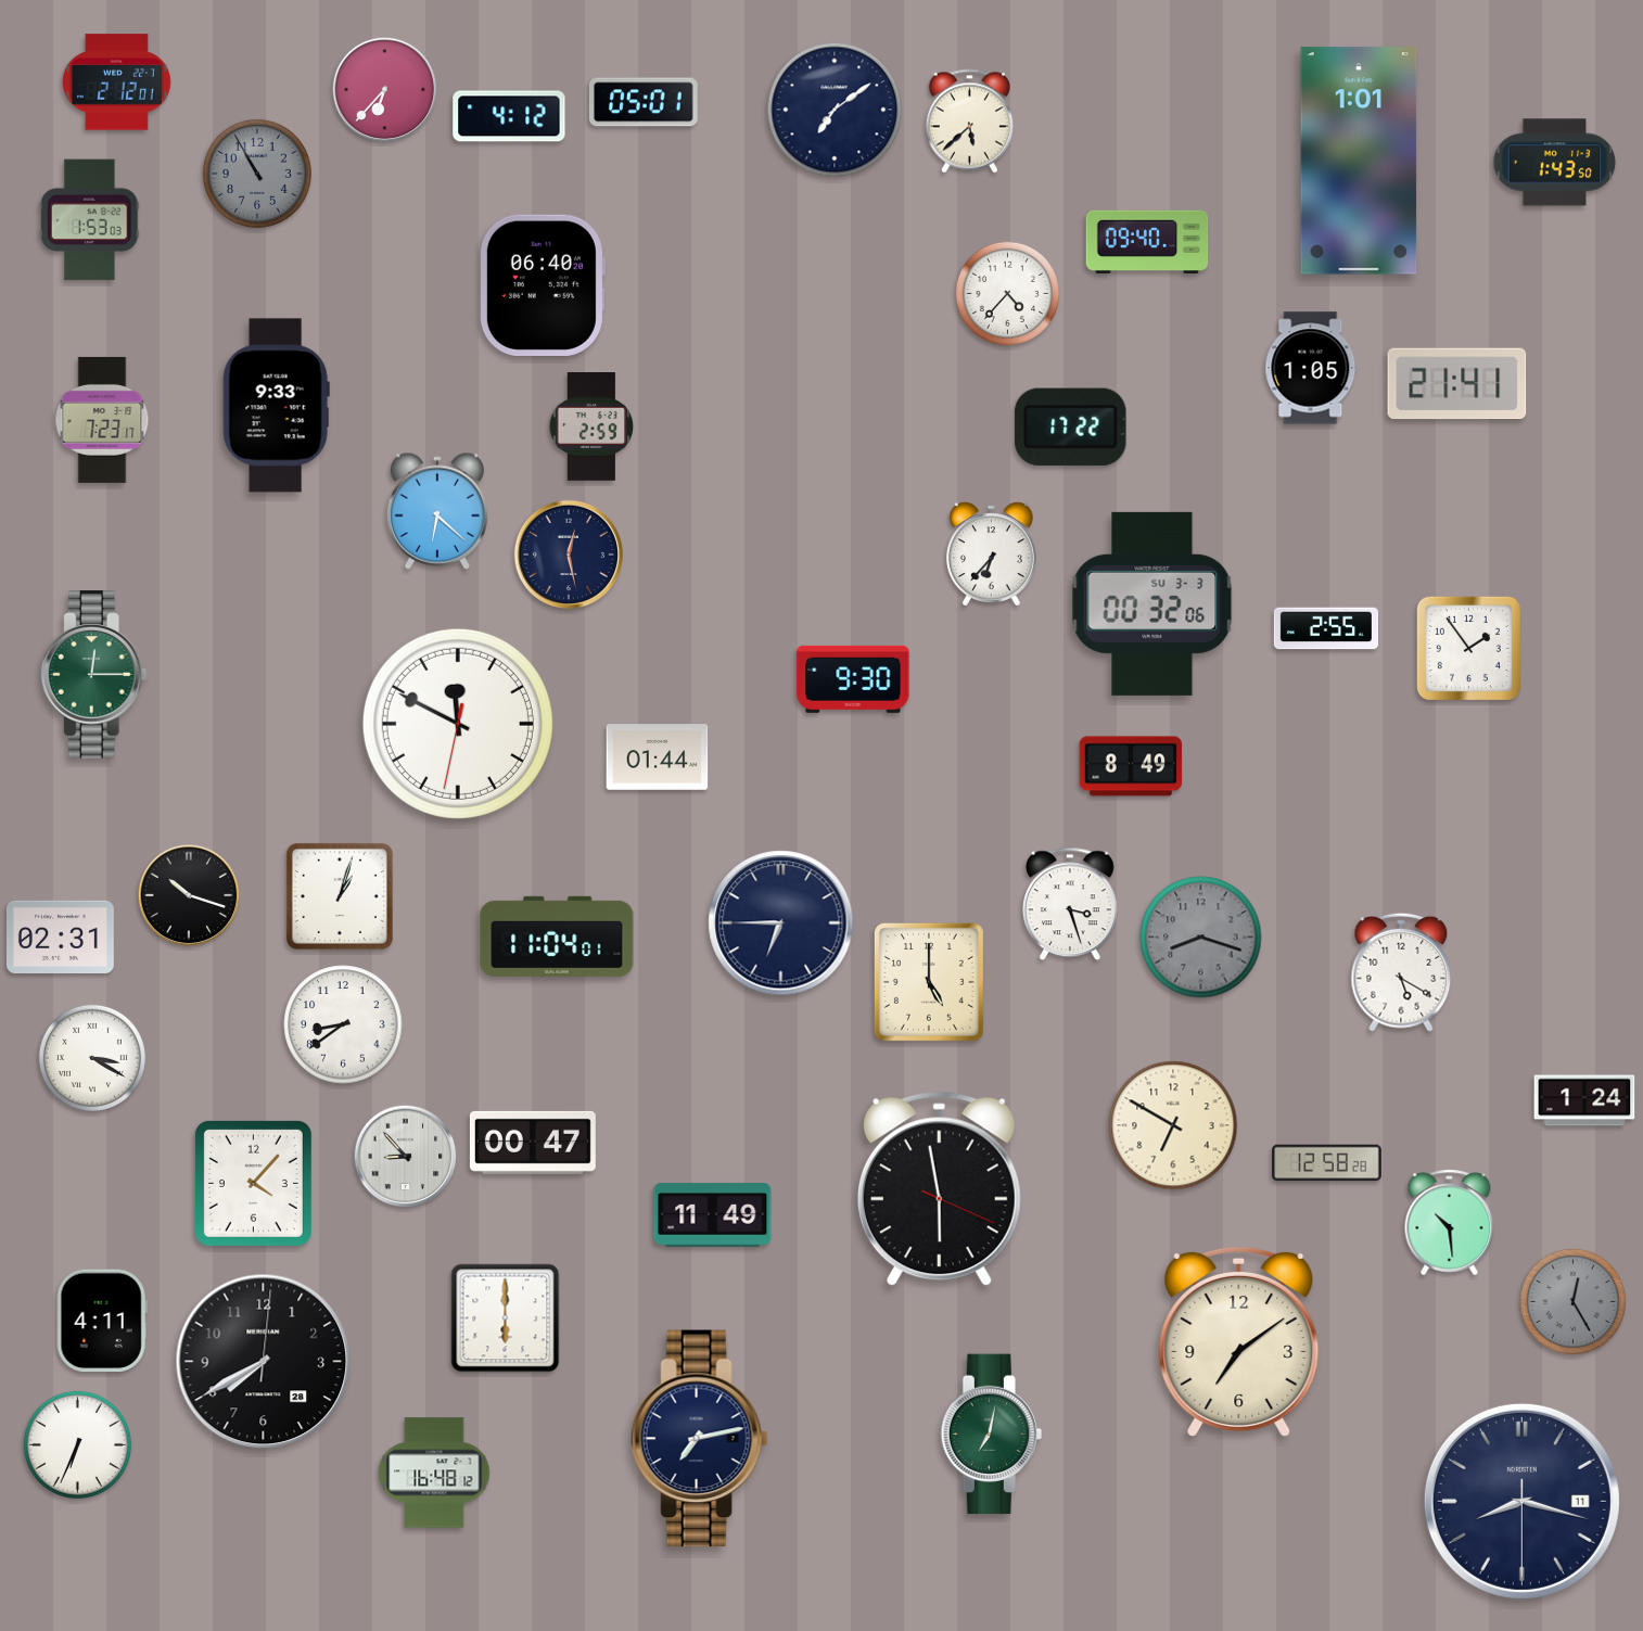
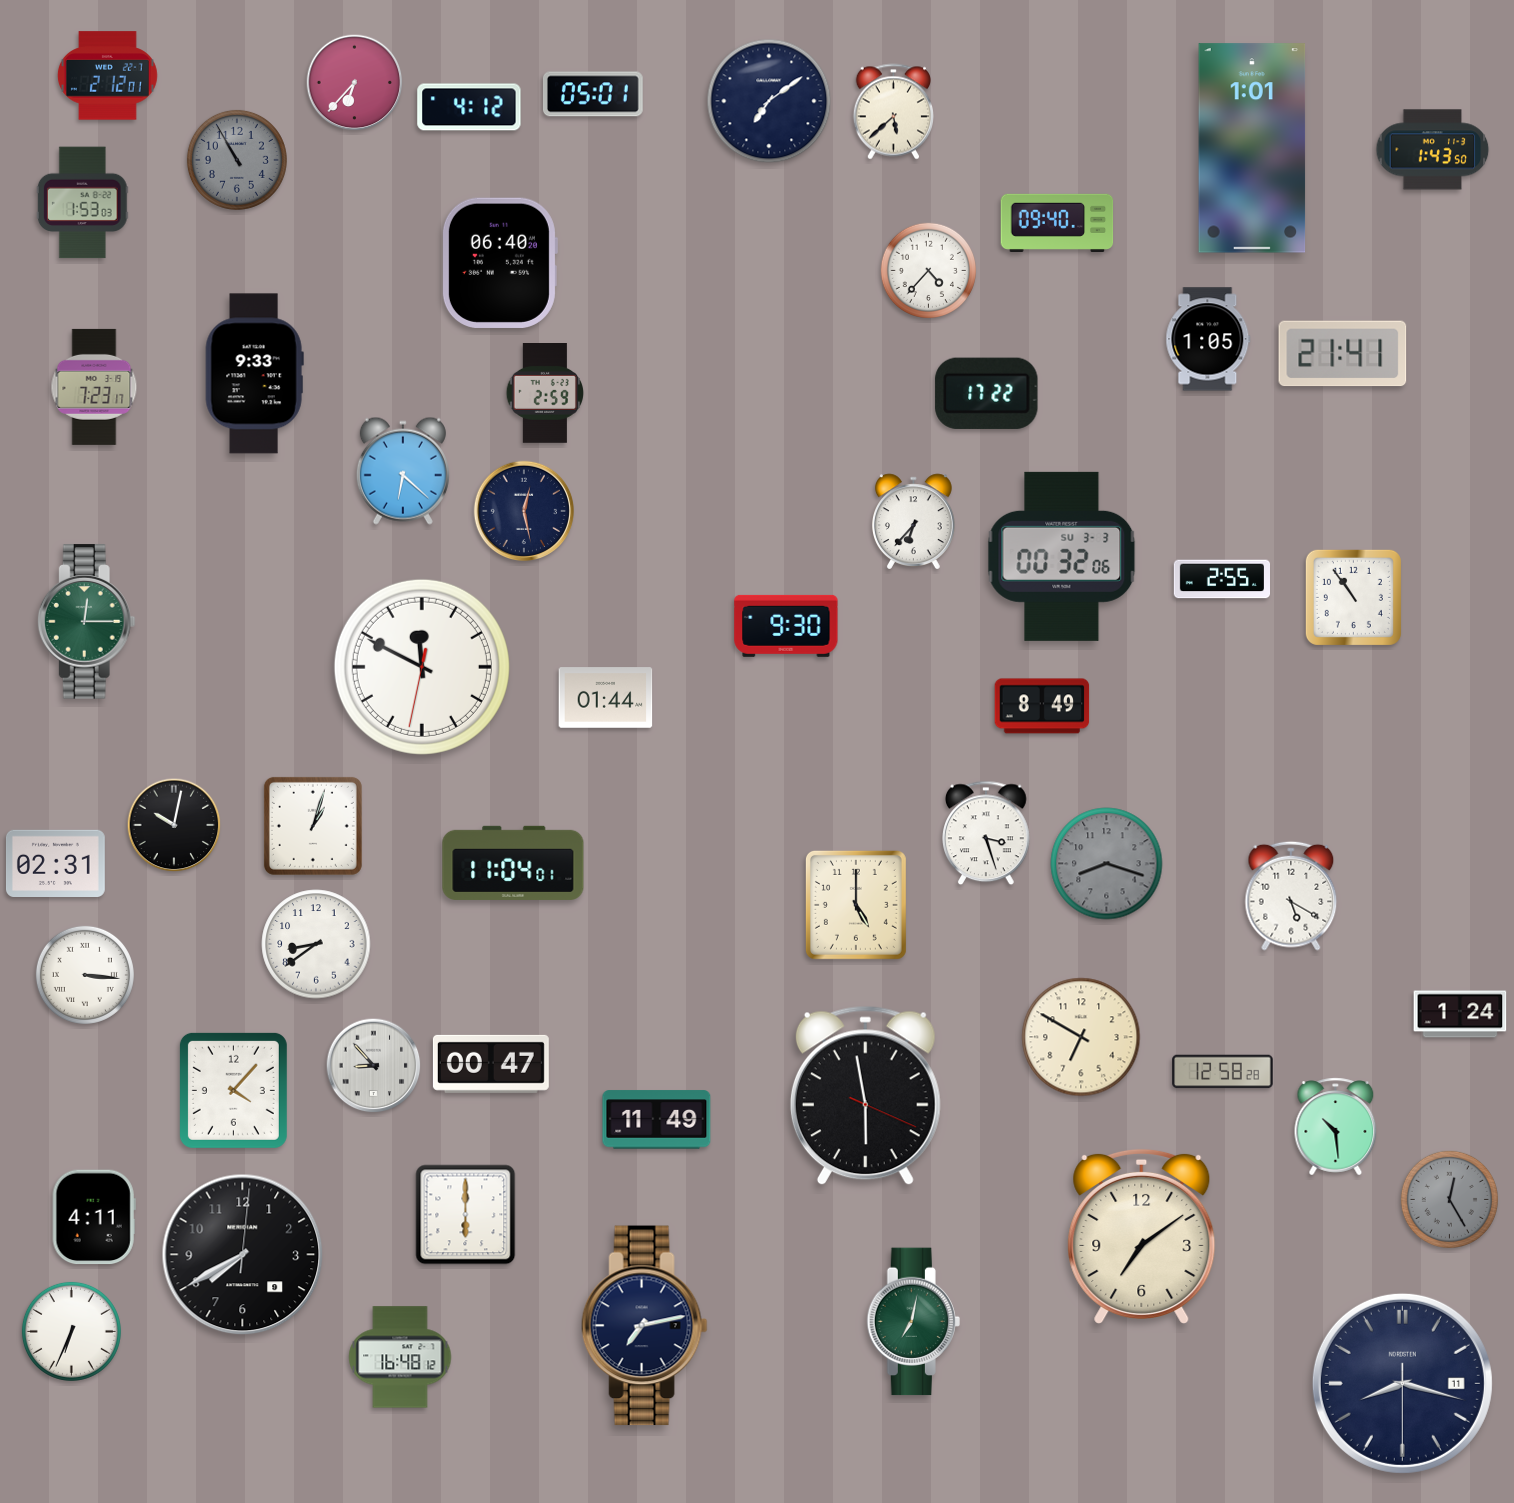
clock at (991, 553) position: (991, 553) -> (913, 521)
clock at (1468, 648): 1:54 -> 10:54
clock at (189, 895): 10:18 -> 10:02
clock at (781, 923): 6:45 -> none
clock at (92, 1058): 3:20 -> 3:16
clock at (533, 1143) position: (533, 1143) -> (491, 1064)
clock at (264, 1362) date: 28 -> 9
